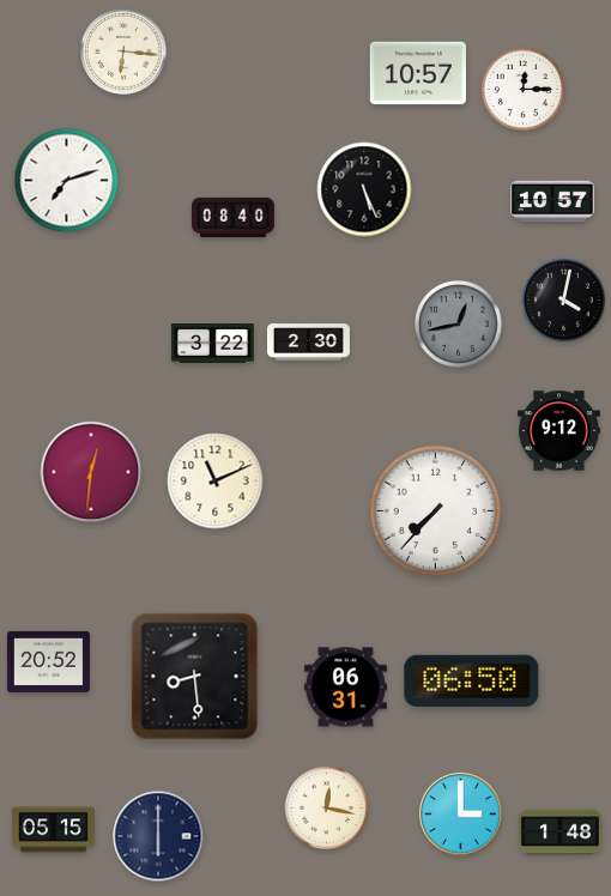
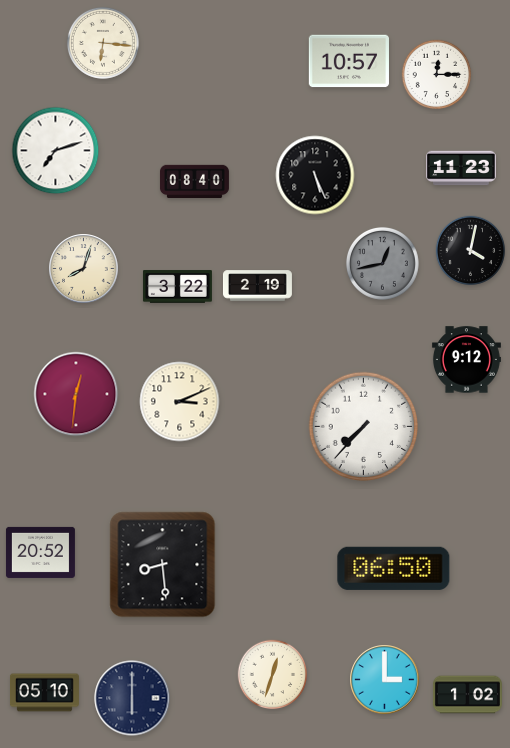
clock at (364, 189) position: (364, 189) -> (315, 175)
clock at (552, 201): 10:57 -> 11:23
clock at (84, 269): none -> 8:03
clock at (458, 323) position: (458, 323) -> (382, 263)
clock at (308, 343): 2:30 -> 2:19
clock at (216, 482): 11:11 -> 3:11
clock at (345, 688): 06:31 -> none
clock at (327, 809): 12:17 -> 12:33
clock at (53, 830): 05:15 -> 05:10
clock at (559, 833): 1:48 -> 1:02
